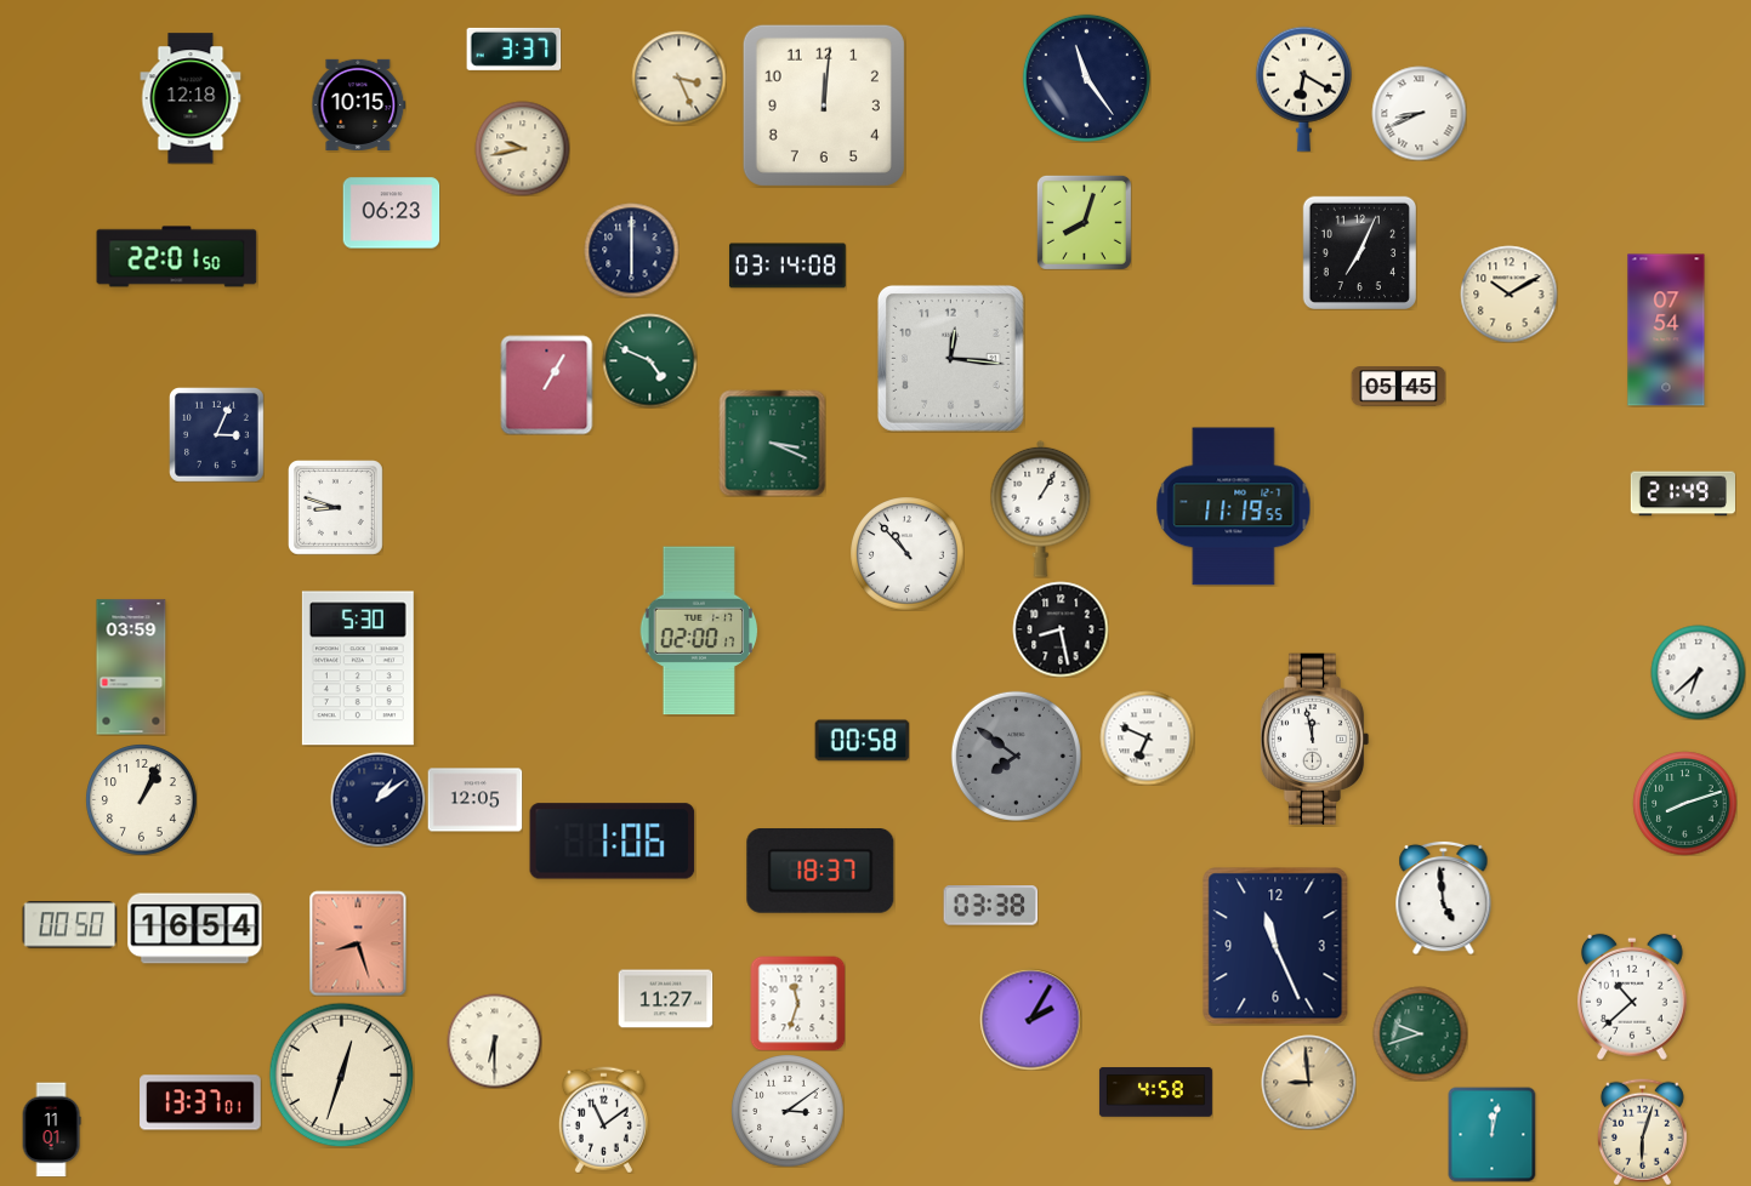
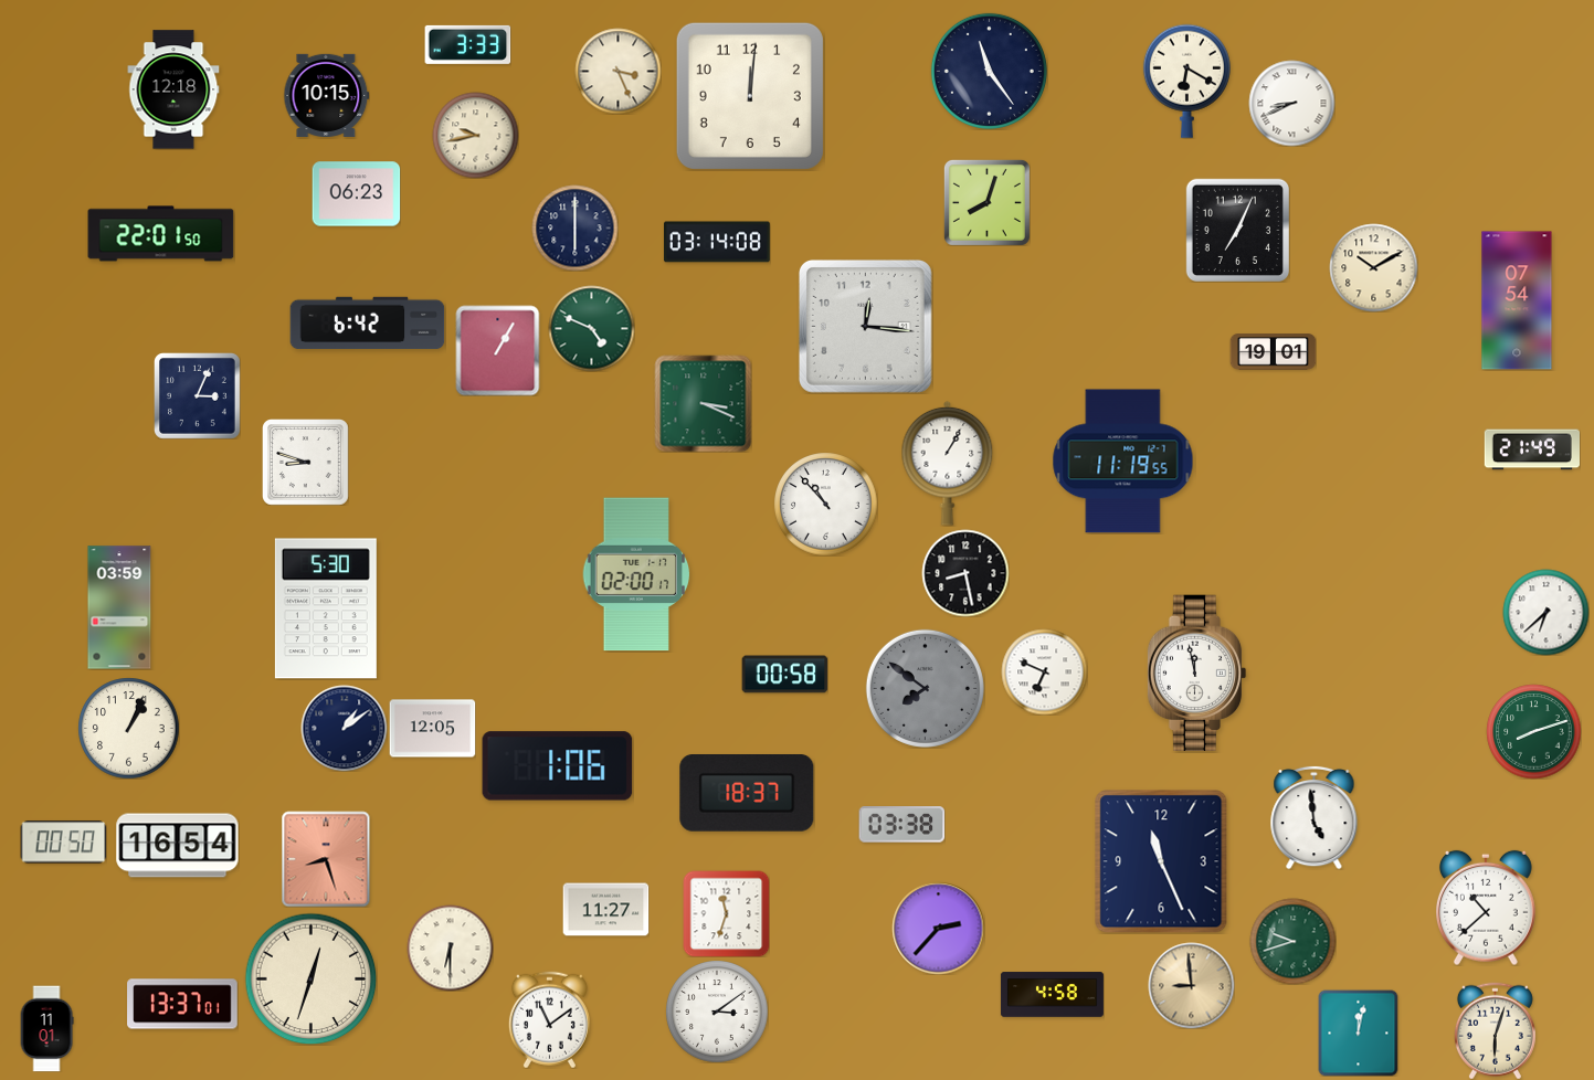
clock at (513, 49): 3:37 -> 3:33
clock at (368, 324): none -> 6:42
clock at (1398, 387): 05:45 -> 19:01
clock at (1030, 1019): 2:05 -> 2:37
